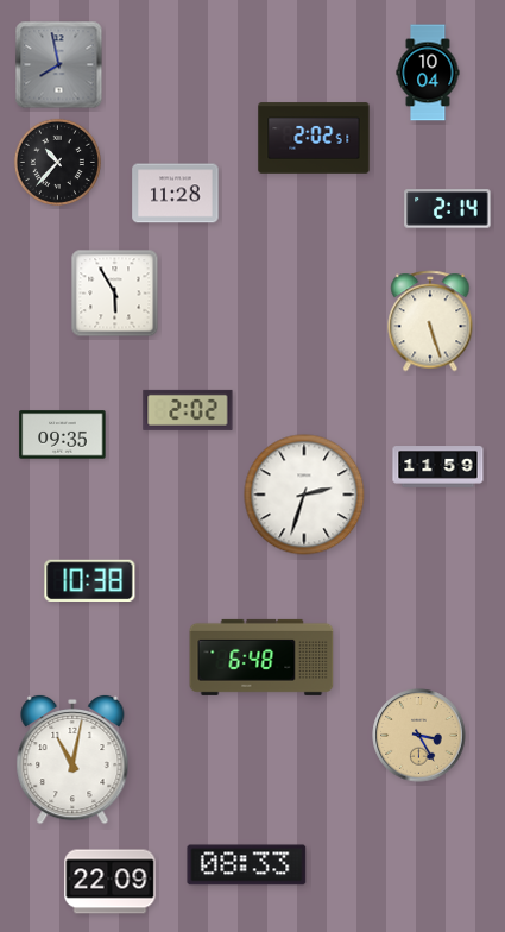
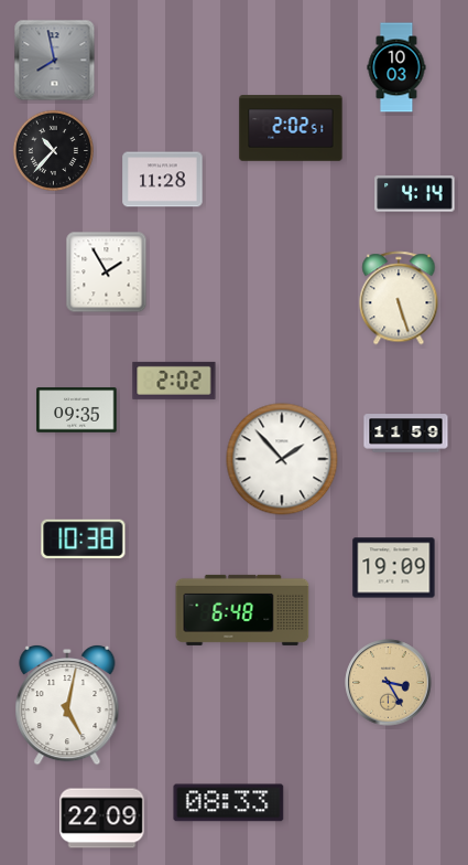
clock at (428, 73): 10:04 -> 10:03
clock at (448, 209): 2:14 -> 4:14
clock at (115, 294): 5:55 -> 1:55
clock at (63, 435) position: (63, 435) -> (77, 410)
clock at (304, 495): 2:33 -> 1:53
clock at (394, 568): none -> 19:09
clock at (72, 760): 11:02 -> 5:02
